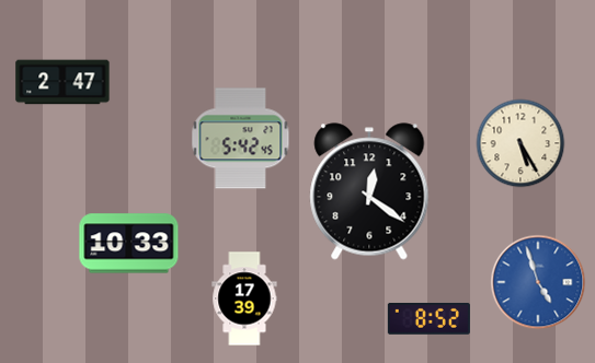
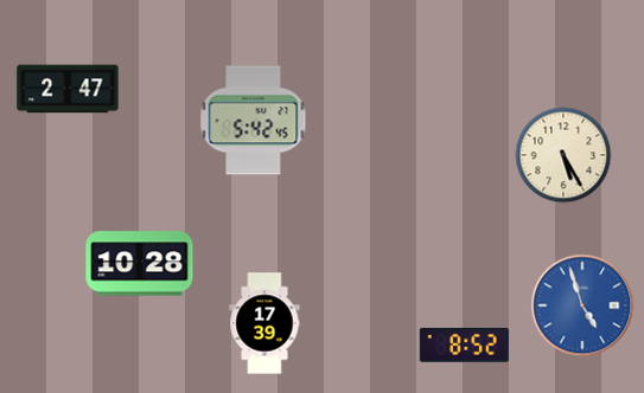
clock at (241, 139) position: (241, 139) -> (254, 121)
clock at (369, 191): 12:21 -> none
clock at (129, 244): 10:33 -> 10:28
